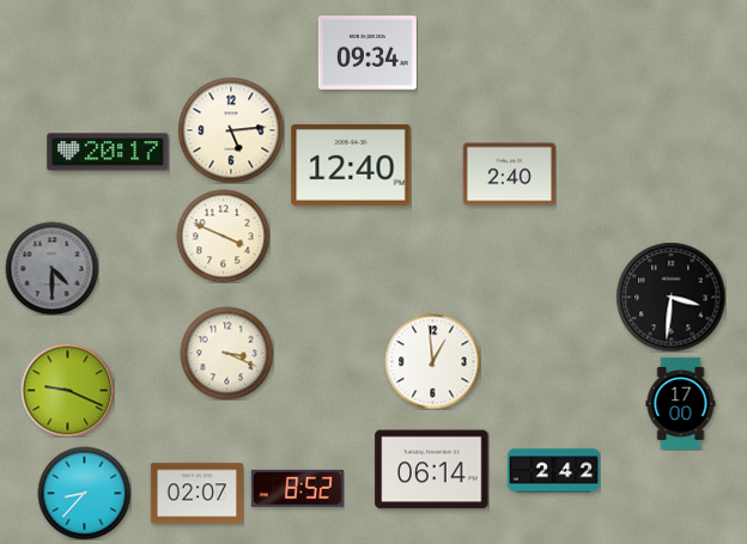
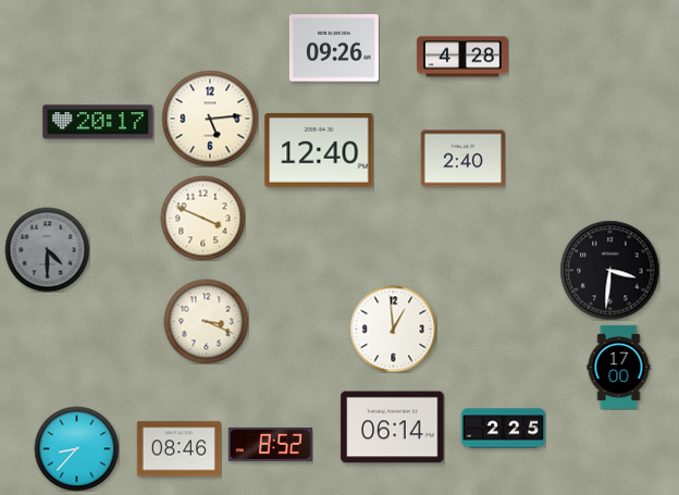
clock at (368, 54): 09:34 -> 09:26
clock at (462, 57): none -> 4:28
clock at (108, 152) position: (108, 152) -> (98, 122)
clock at (223, 236) position: (223, 236) -> (202, 218)
clock at (51, 268) position: (51, 268) -> (47, 249)
clock at (67, 390): 9:19 -> none
clock at (553, 471): 2:42 -> 2:25
clock at (196, 494): 02:07 -> 08:46
